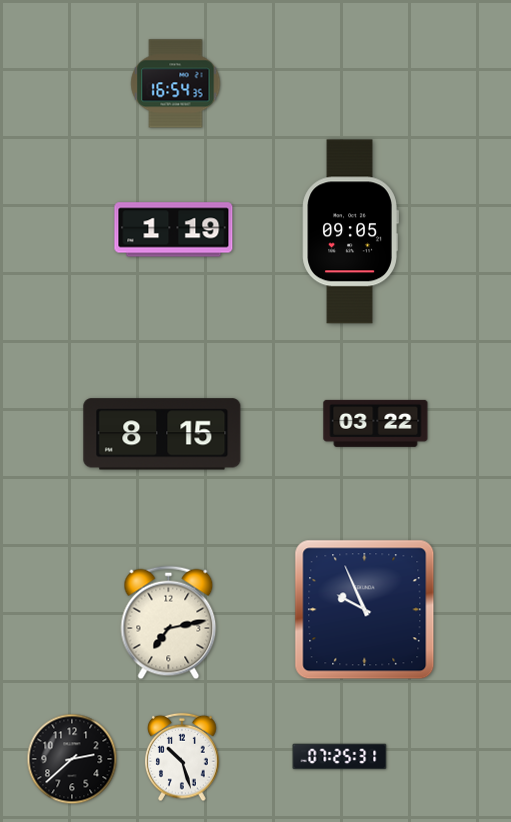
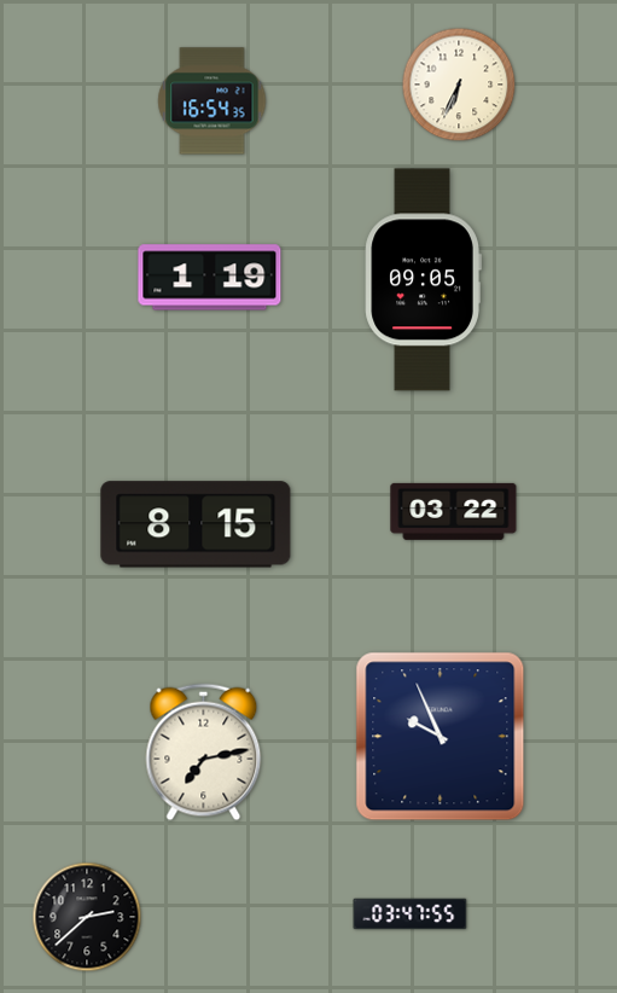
clock at (459, 85): none -> 6:34
clock at (182, 757): 10:27 -> none
clock at (340, 757): 07:25 -> 03:47
